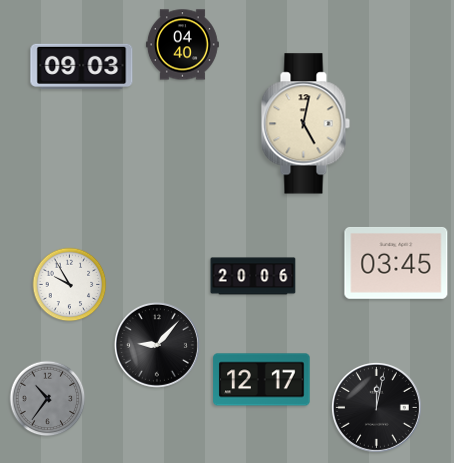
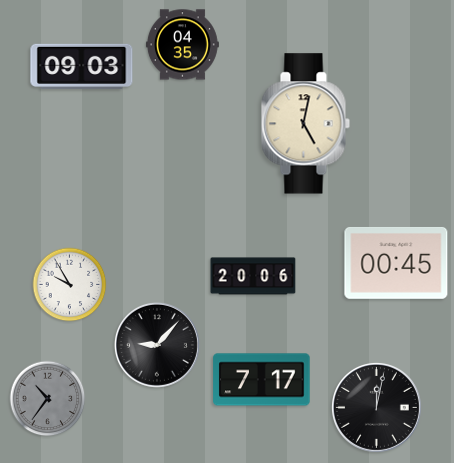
clock at (182, 45): 04:40 -> 04:35
clock at (396, 263): 03:45 -> 00:45
clock at (262, 380): 12:17 -> 7:17
